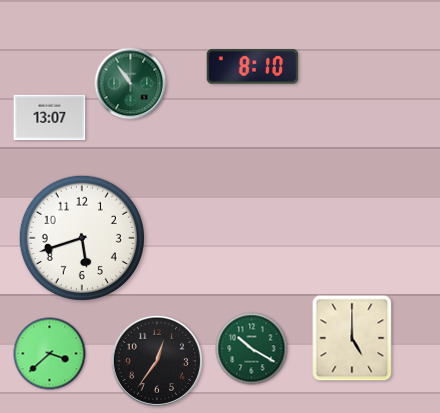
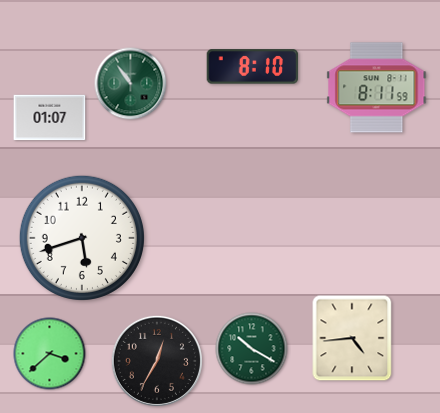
clock at (377, 88): none -> 8:11
clock at (50, 118): 13:07 -> 01:07
clock at (352, 338): 5:00 -> 4:44
clock at (157, 361): 12:36 -> 12:35
